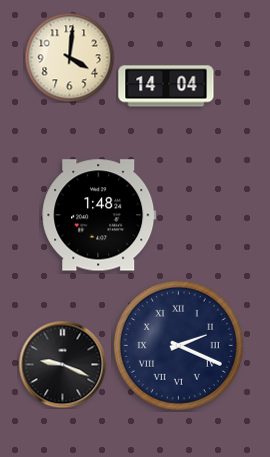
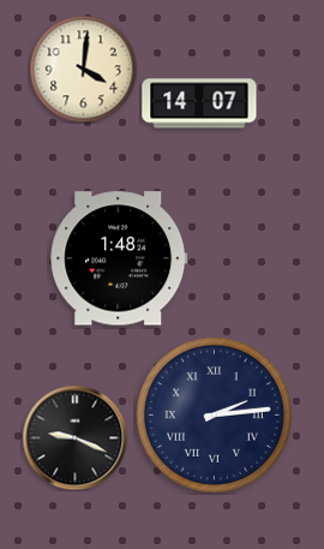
clock at (166, 86): 14:04 -> 14:07
clock at (178, 345): 2:19 -> 2:14
